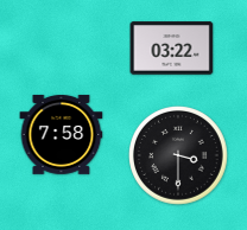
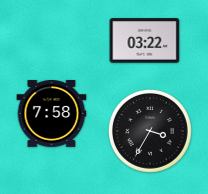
clock at (179, 156): 3:30 -> 3:35
